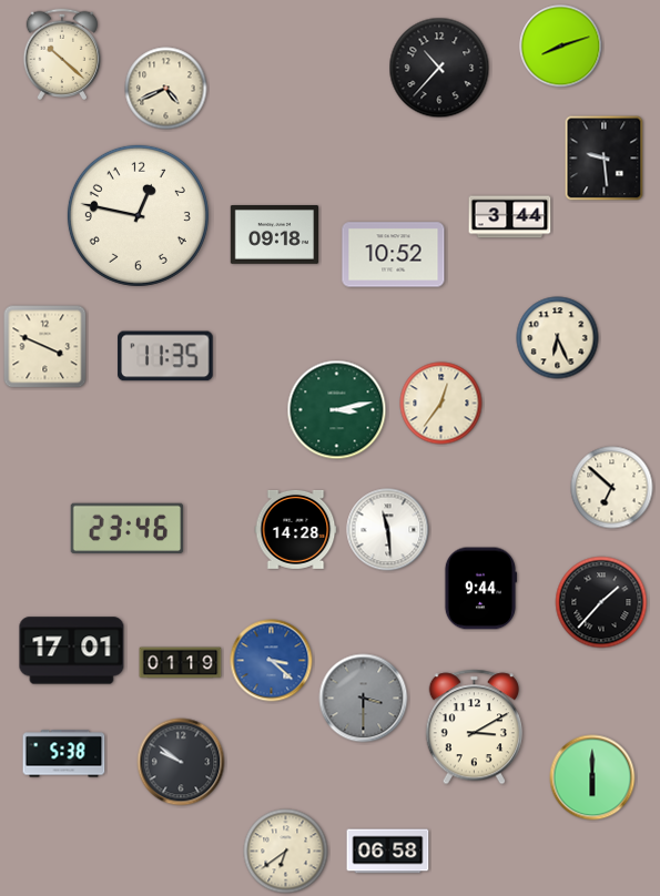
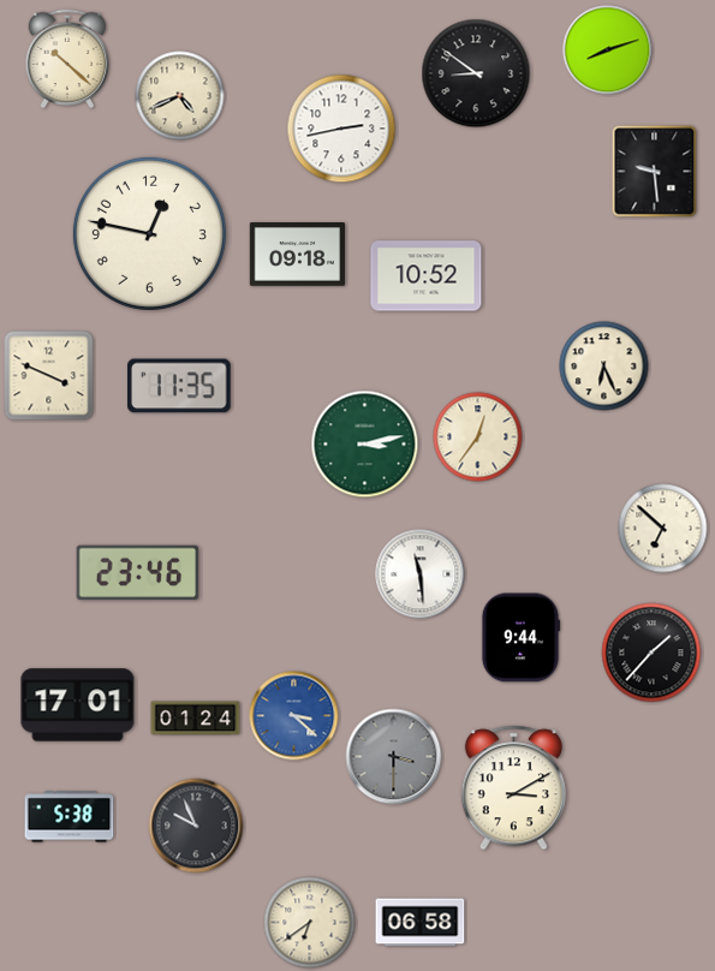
clock at (439, 68): 10:37 -> 8:51
clock at (341, 129): none -> 2:43
clock at (510, 217): 3:44 -> none
clock at (296, 529): 14:28 -> none
clock at (181, 663): 01:19 -> 01:24
clock at (181, 762): 9:51 -> 9:56
clock at (592, 777): 6:00 -> none
